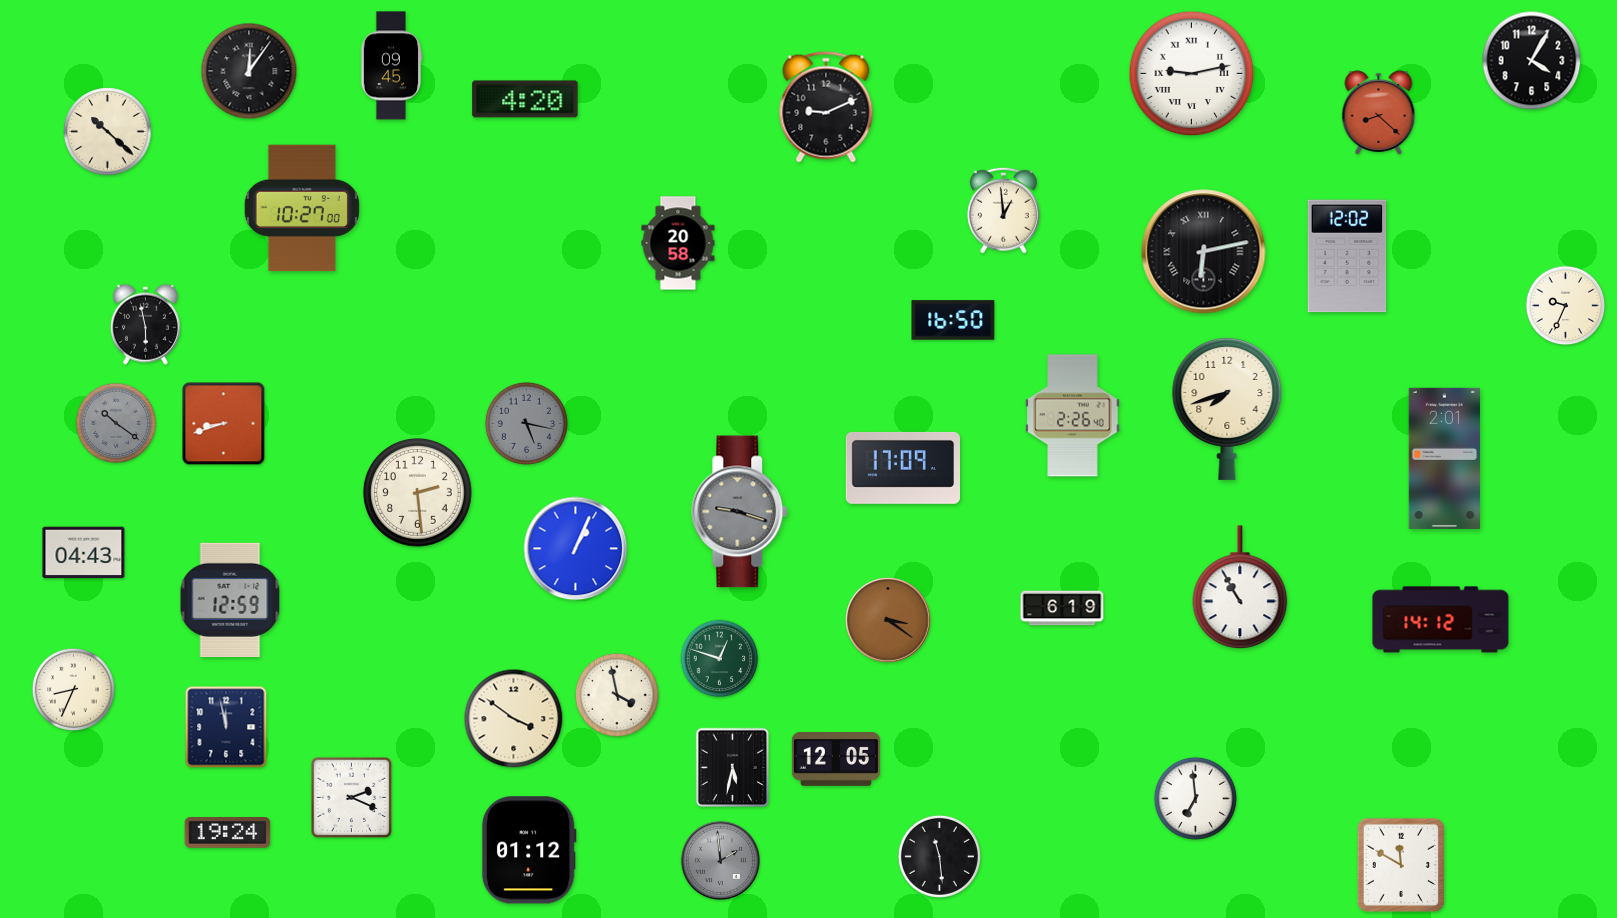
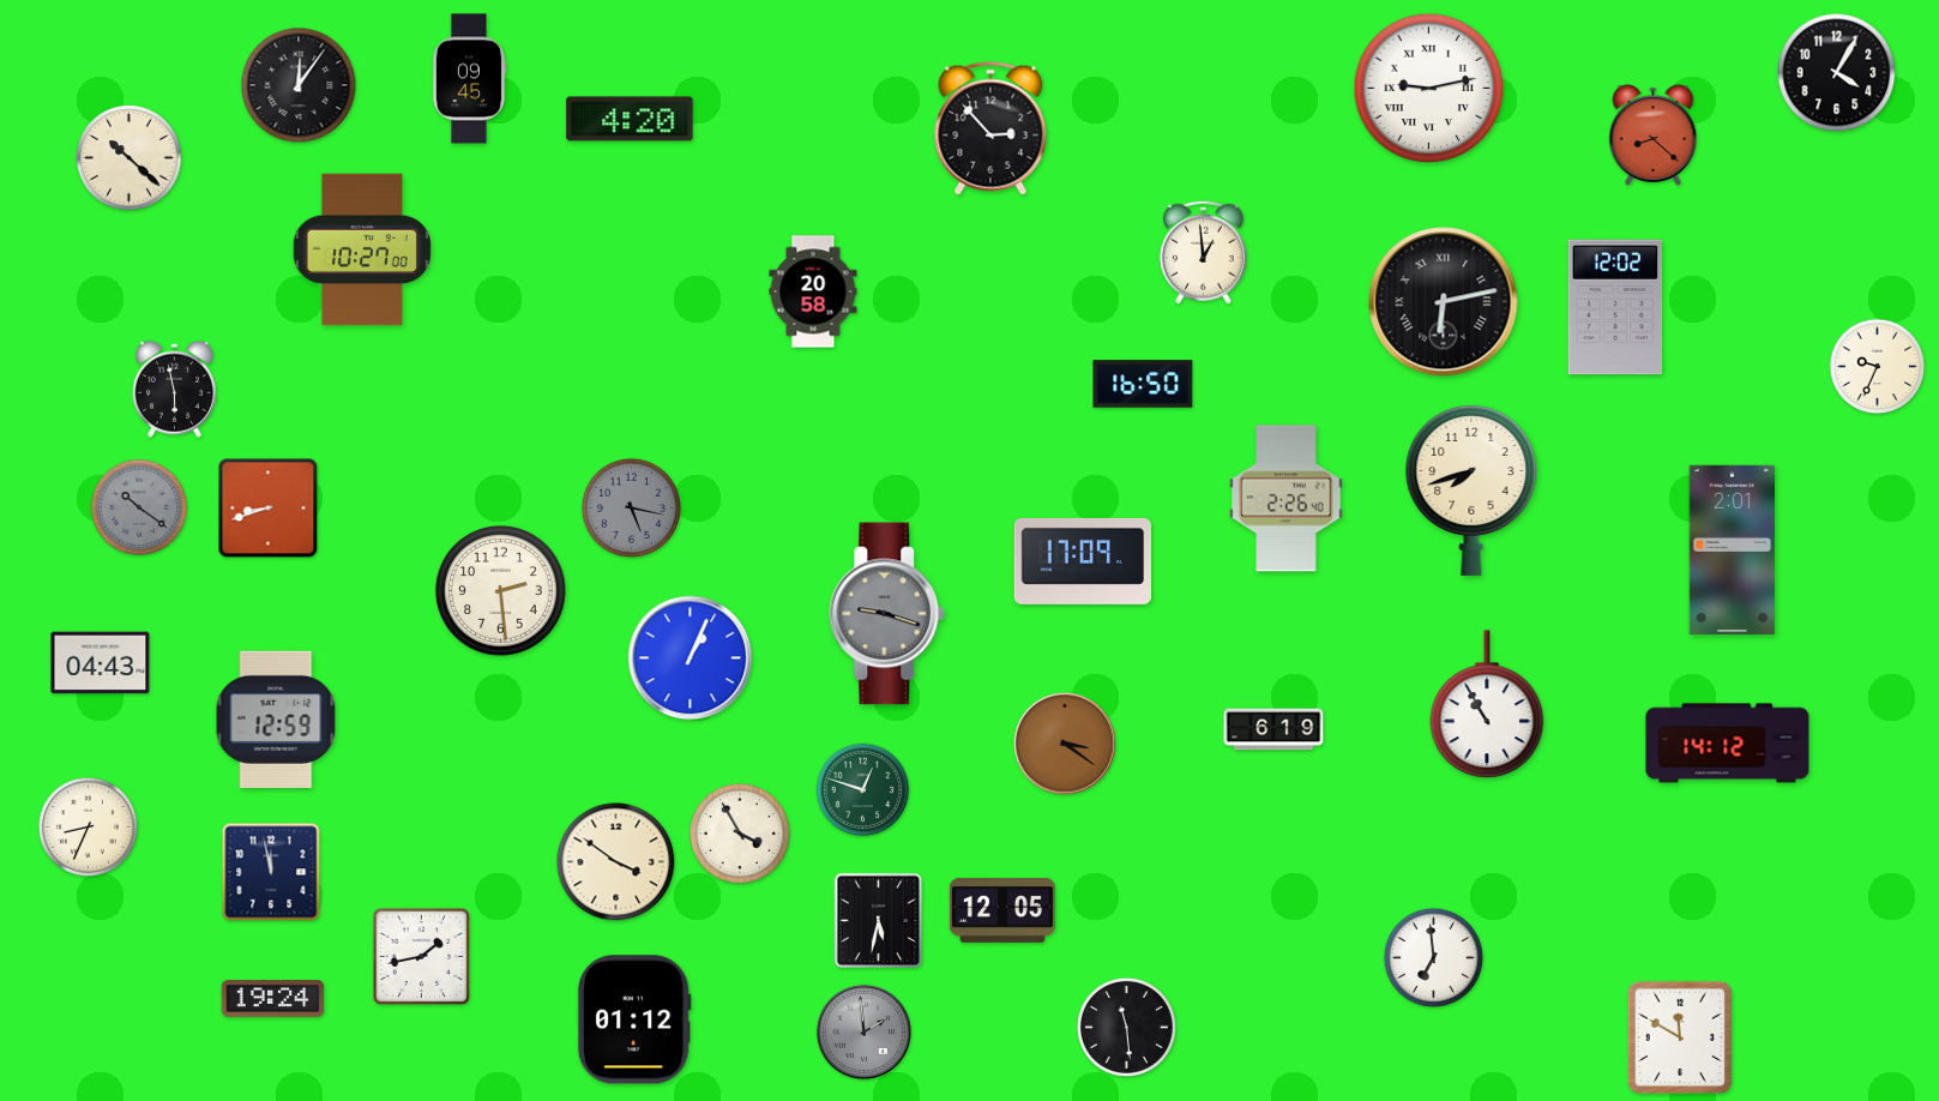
clock at (826, 107): 9:11 -> 2:53
clock at (617, 695): 3:58 -> 3:55
clock at (352, 798): 2:19 -> 1:43
